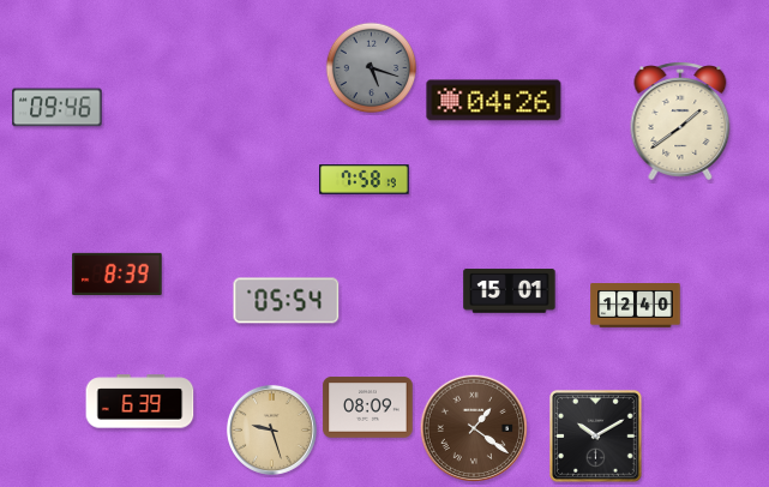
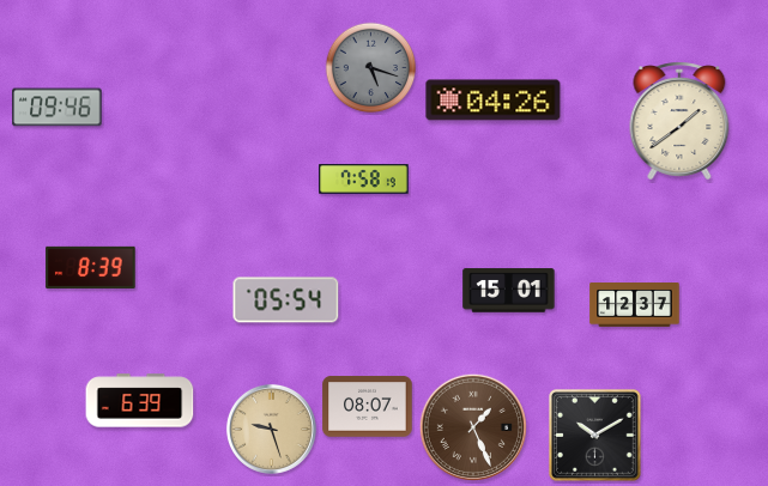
clock at (118, 273) position: (118, 273) -> (91, 267)
clock at (636, 306): 12:40 -> 12:37
clock at (368, 408): 08:09 -> 08:07
clock at (474, 428): 1:21 -> 1:26
